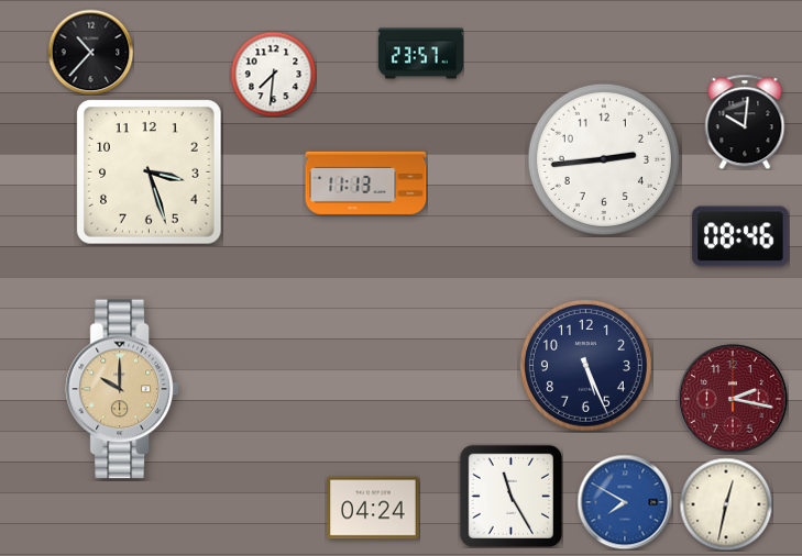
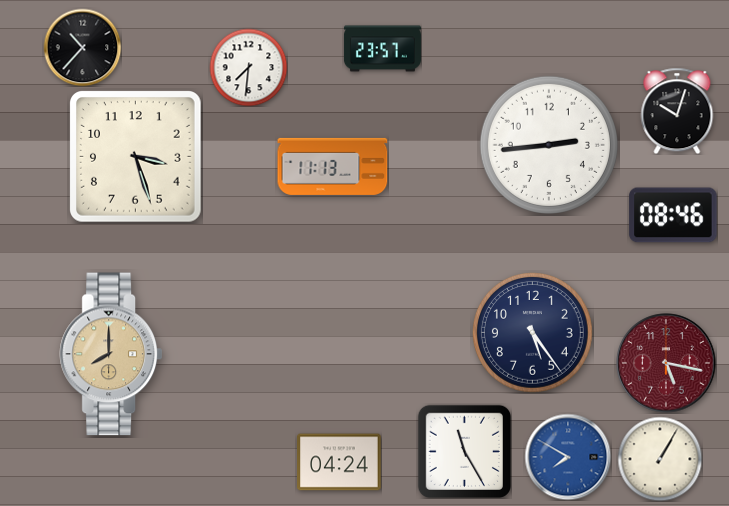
clock at (745, 122): 10:01 -> 10:03
clock at (586, 366): 5:26 -> 5:24
clock at (121, 389): 10:00 -> 8:00
clock at (733, 399): 2:17 -> 5:17
clock at (726, 504): 12:32 -> 1:05
